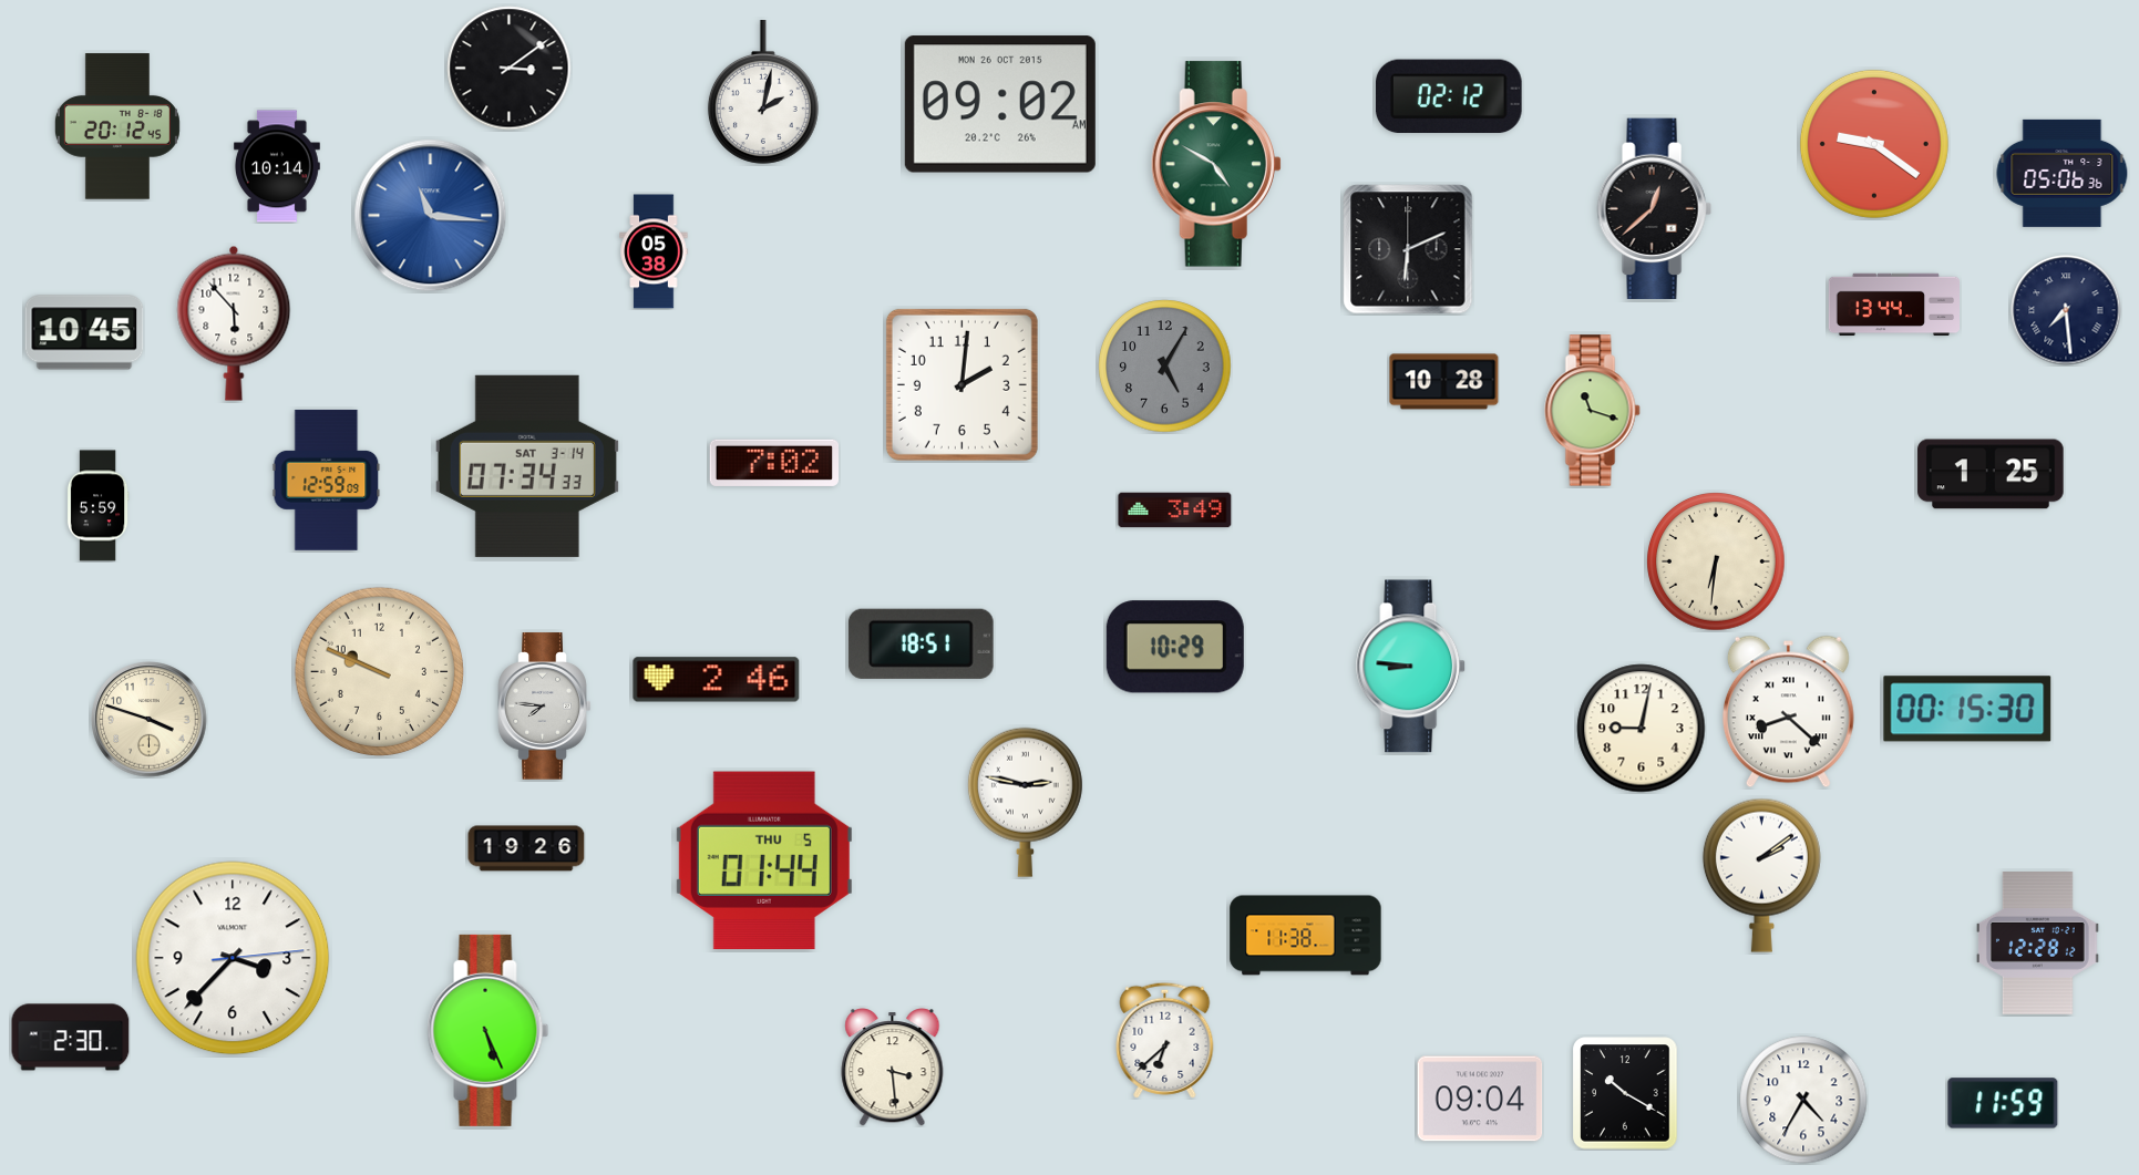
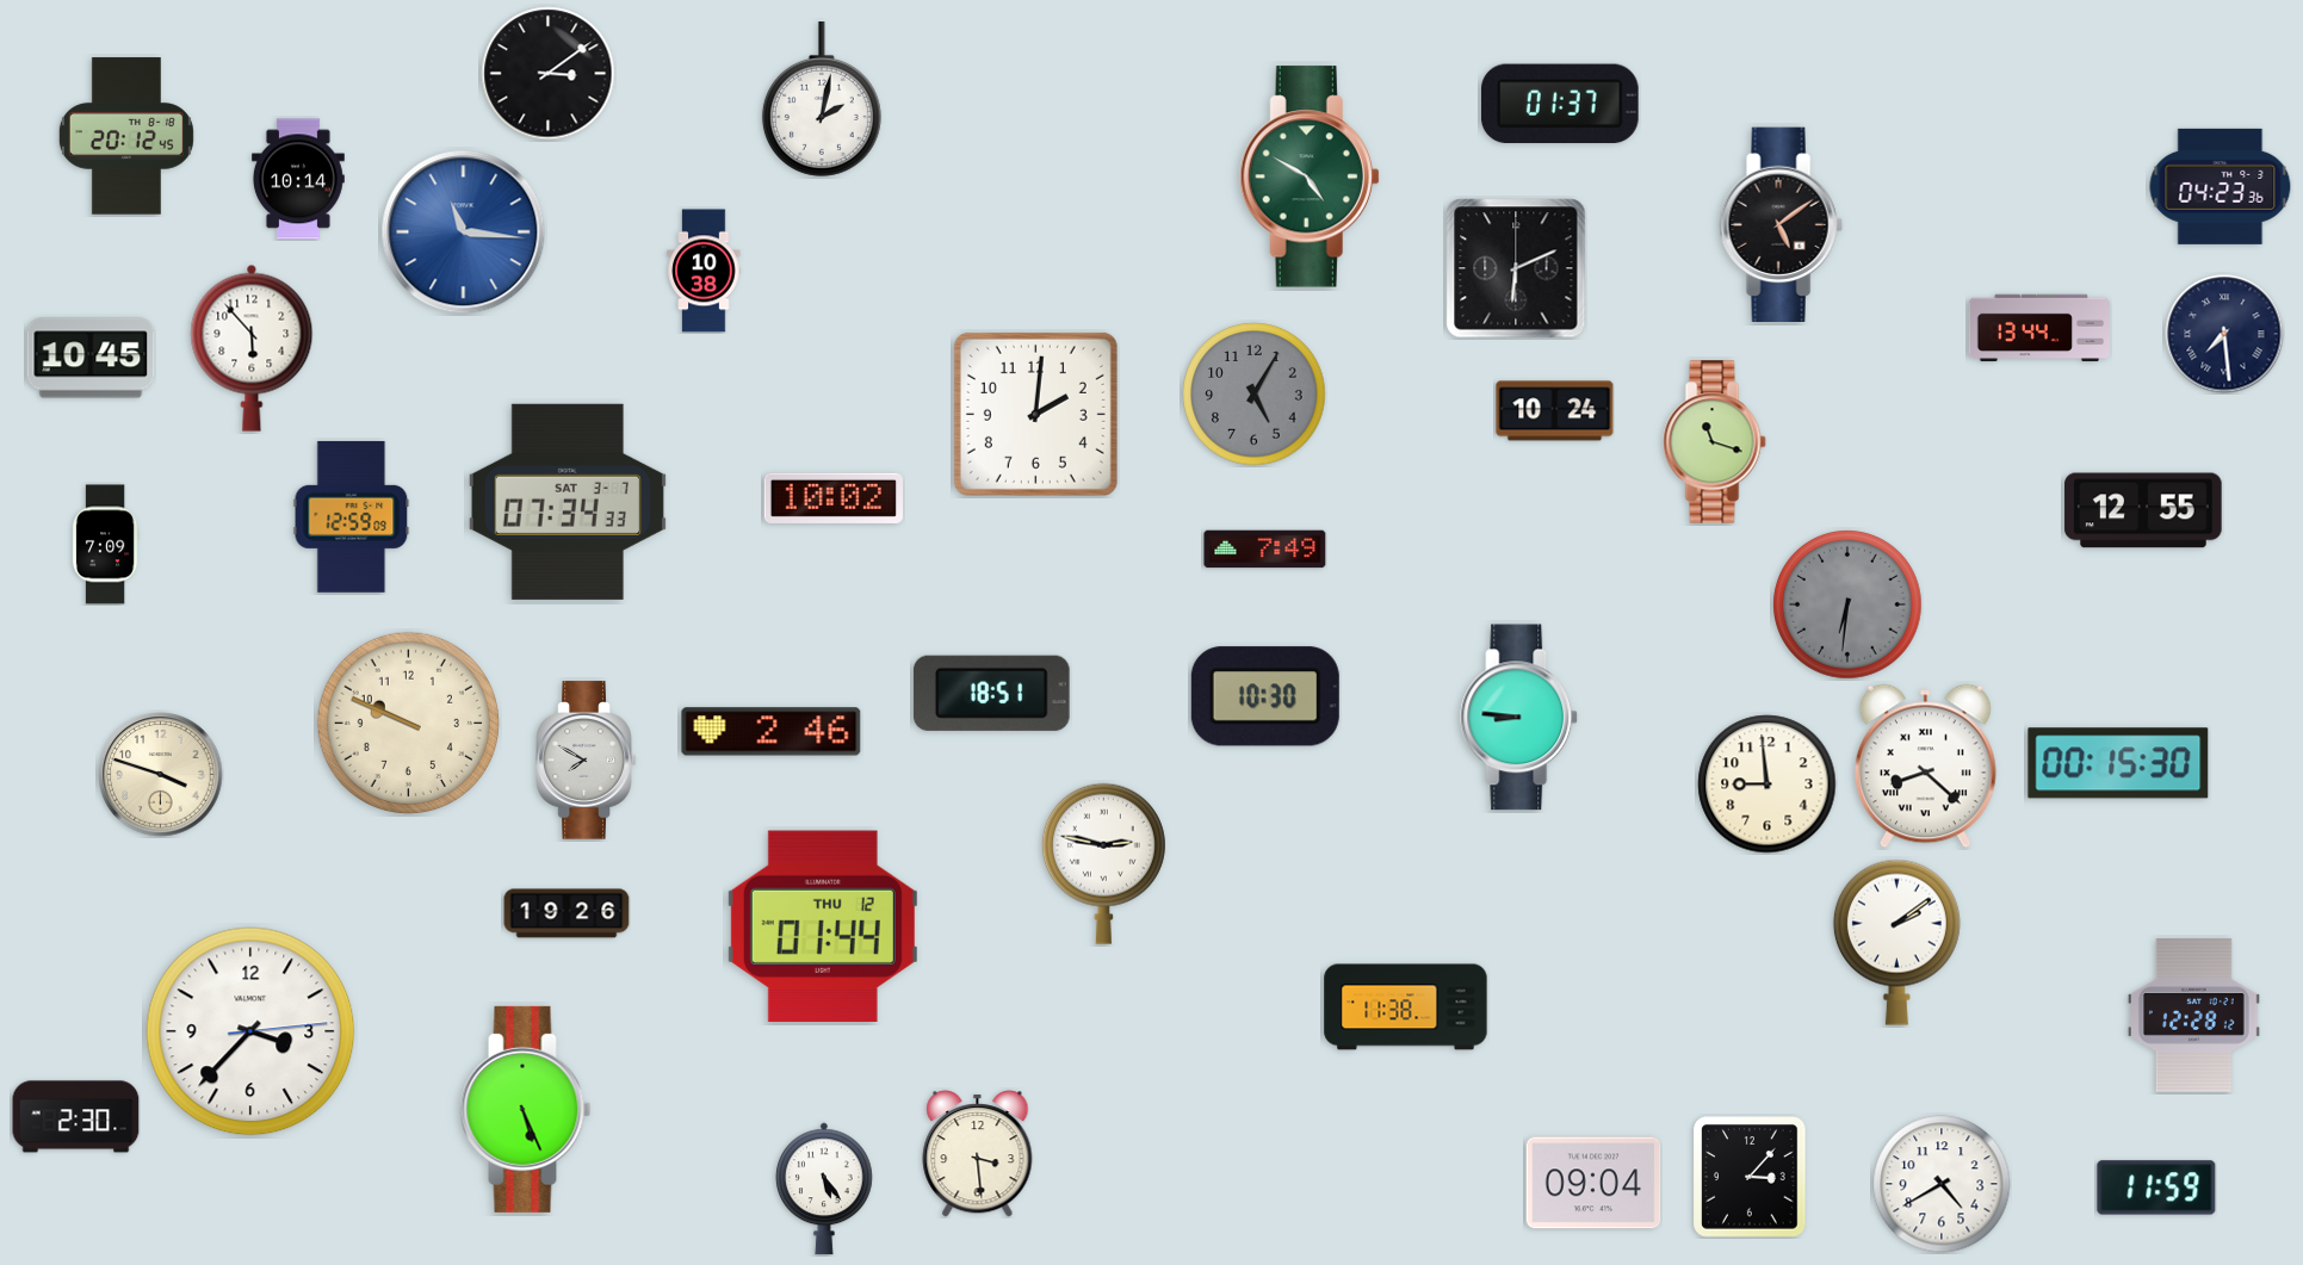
clock at (1449, 96): 02:12 -> 01:37
clock at (1000, 104): 09:02 -> none
clock at (1874, 144): 9:21 -> none
clock at (2063, 173): 05:06 -> 04:23
clock at (1654, 208): 12:38 -> 5:09
clock at (654, 251): 05:38 -> 10:38
clock at (1444, 382): 10:28 -> 10:24
clock at (773, 463): 7:02 -> 10:02
clock at (527, 466) date: SAT 3-14 -> SAT 3-7
clock at (1991, 474): 1:25 -> 12:55
clock at (97, 506): 5:59 -> 7:09
clock at (1175, 511): 3:49 -> 7:49
clock at (1716, 561) dial: cream -> grey
clock at (1175, 647): 10:29 -> 10:30
clock at (545, 707): 7:46 -> 7:50
clock at (1642, 729): 9:02 -> 8:59
clock at (764, 860) date: THU 5 -> THU 12
clock at (1165, 1040): 6:38 -> none
clock at (893, 1068) position: (893, 1068) -> (978, 1154)
clock at (1625, 1093): 10:20 -> 3:07
clock at (1803, 1100): 4:35 -> 4:40
clock at (824, 1189): none -> 5:24
